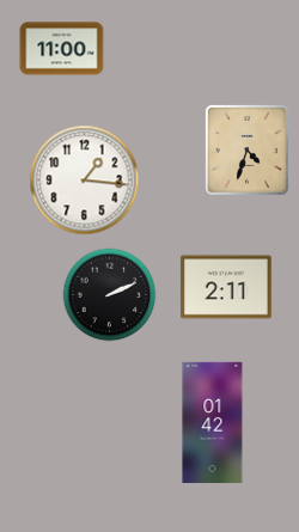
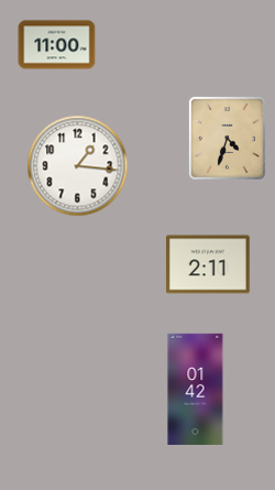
clock at (110, 295): 2:11 -> none
